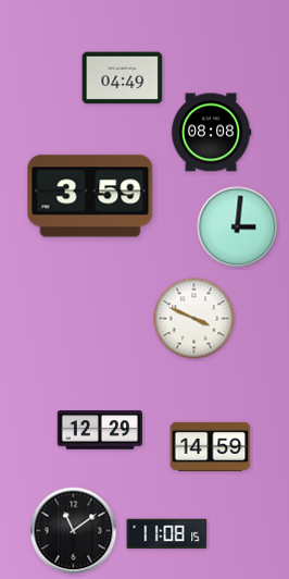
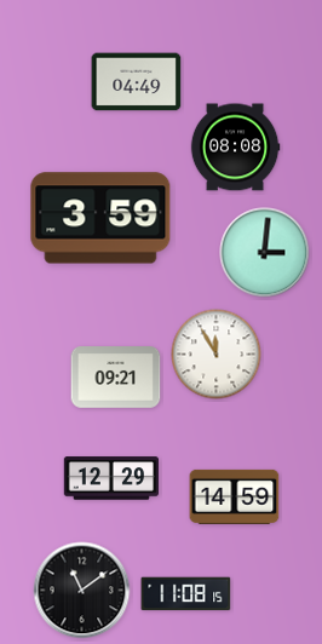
clock at (123, 78) position: (123, 78) -> (137, 82)
clock at (194, 319): 3:49 -> 11:55
clock at (116, 378): none -> 09:21
